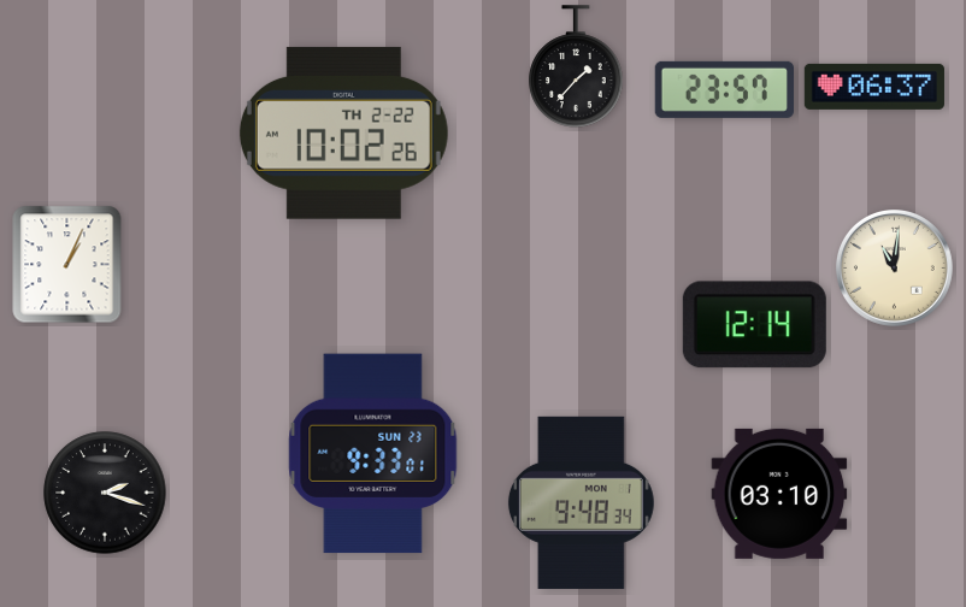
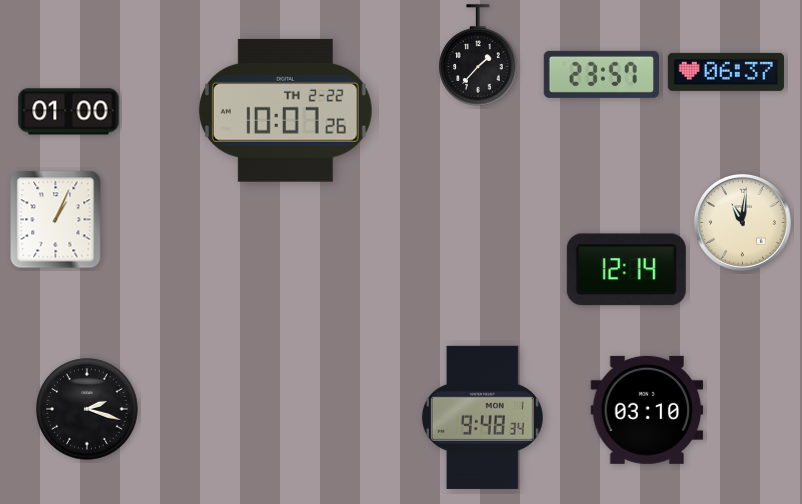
clock at (343, 132): 10:02 -> 10:07
clock at (69, 112): none -> 01:00
clock at (373, 454): 9:33 -> none
